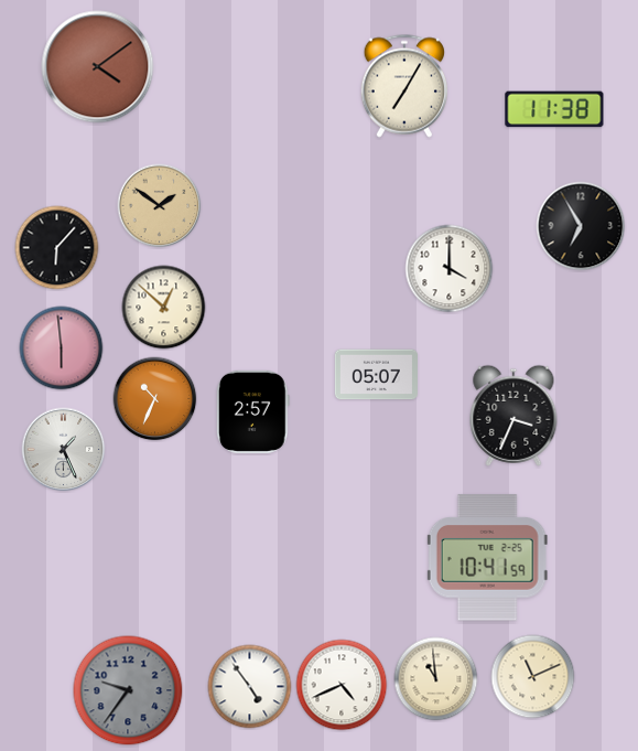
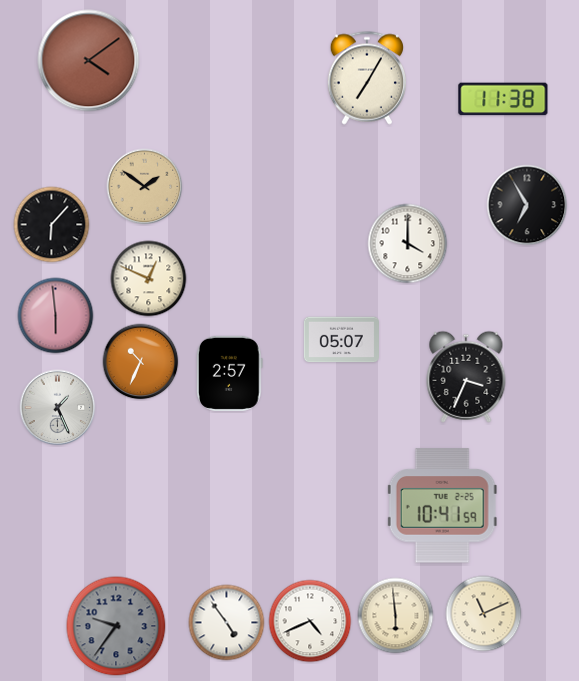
clock at (164, 308): 12:52 -> 12:49
clock at (436, 679): 10:59 -> 5:59
